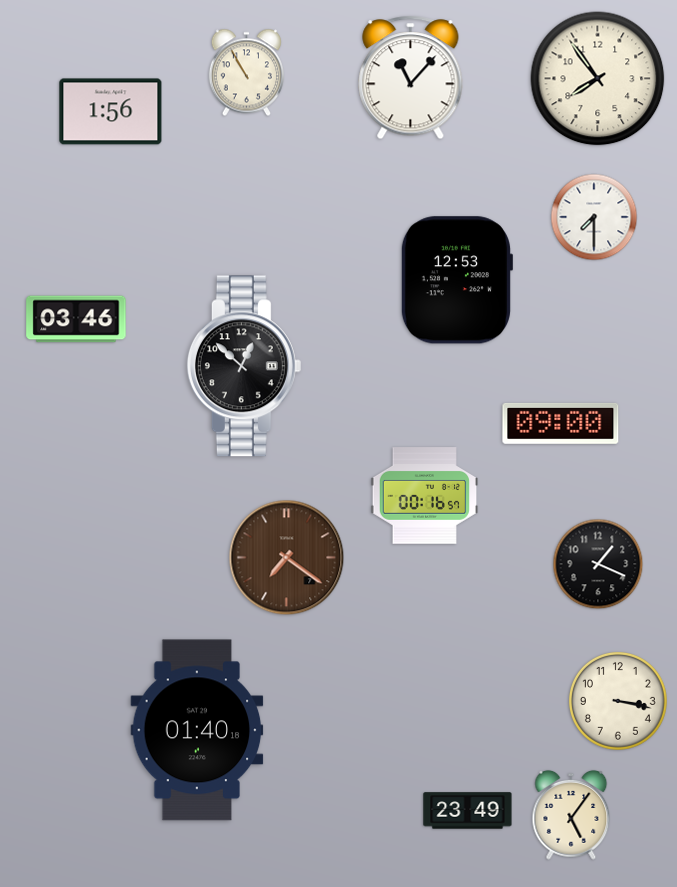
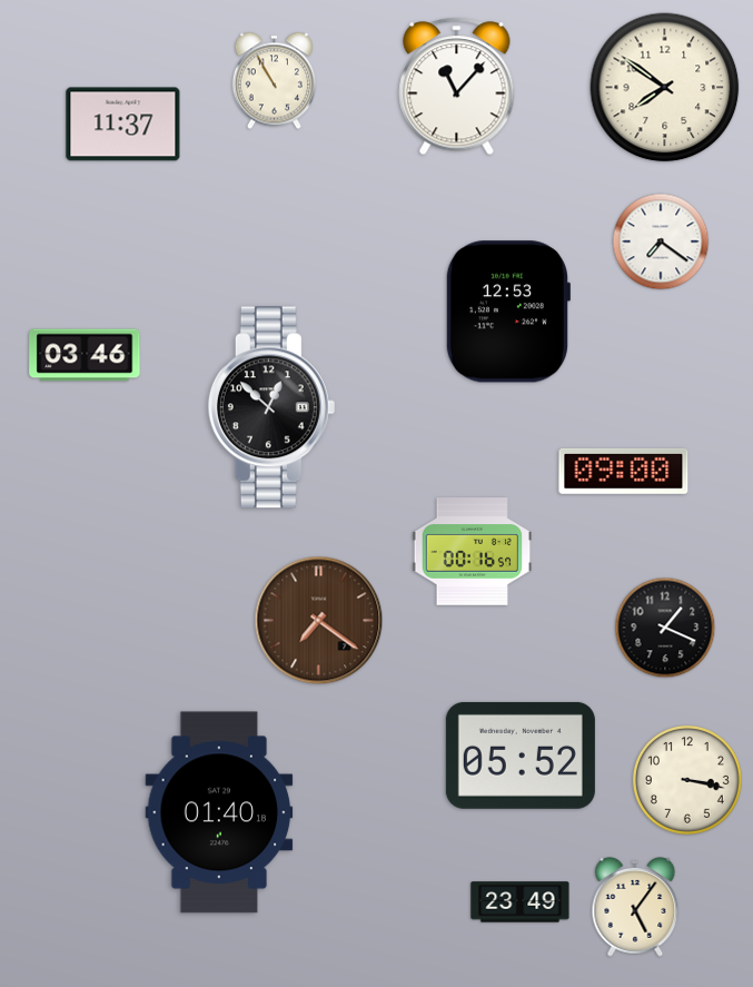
clock at (598, 79): 7:54 -> 7:51
clock at (111, 112): 1:56 -> 11:37
clock at (594, 217): 7:30 -> 7:21
clock at (521, 756): none -> 05:52
